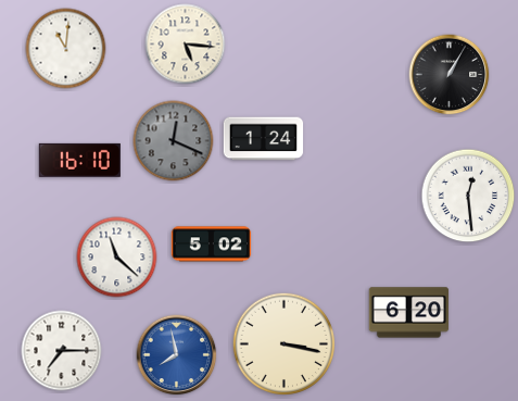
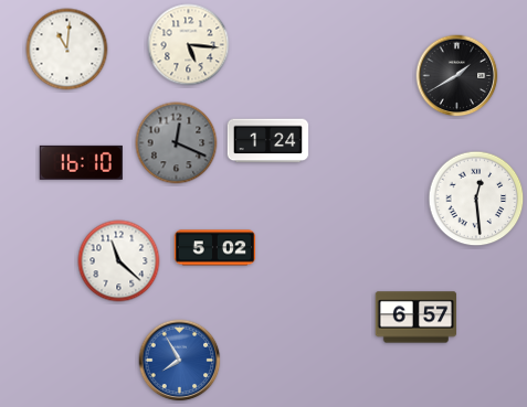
clock at (450, 75): 1:05 -> 1:40
clock at (409, 313): 6:20 -> 6:57
clock at (283, 343): 3:17 -> none
clock at (62, 351): 7:15 -> none
clock at (177, 355): 7:58 -> 7:55
